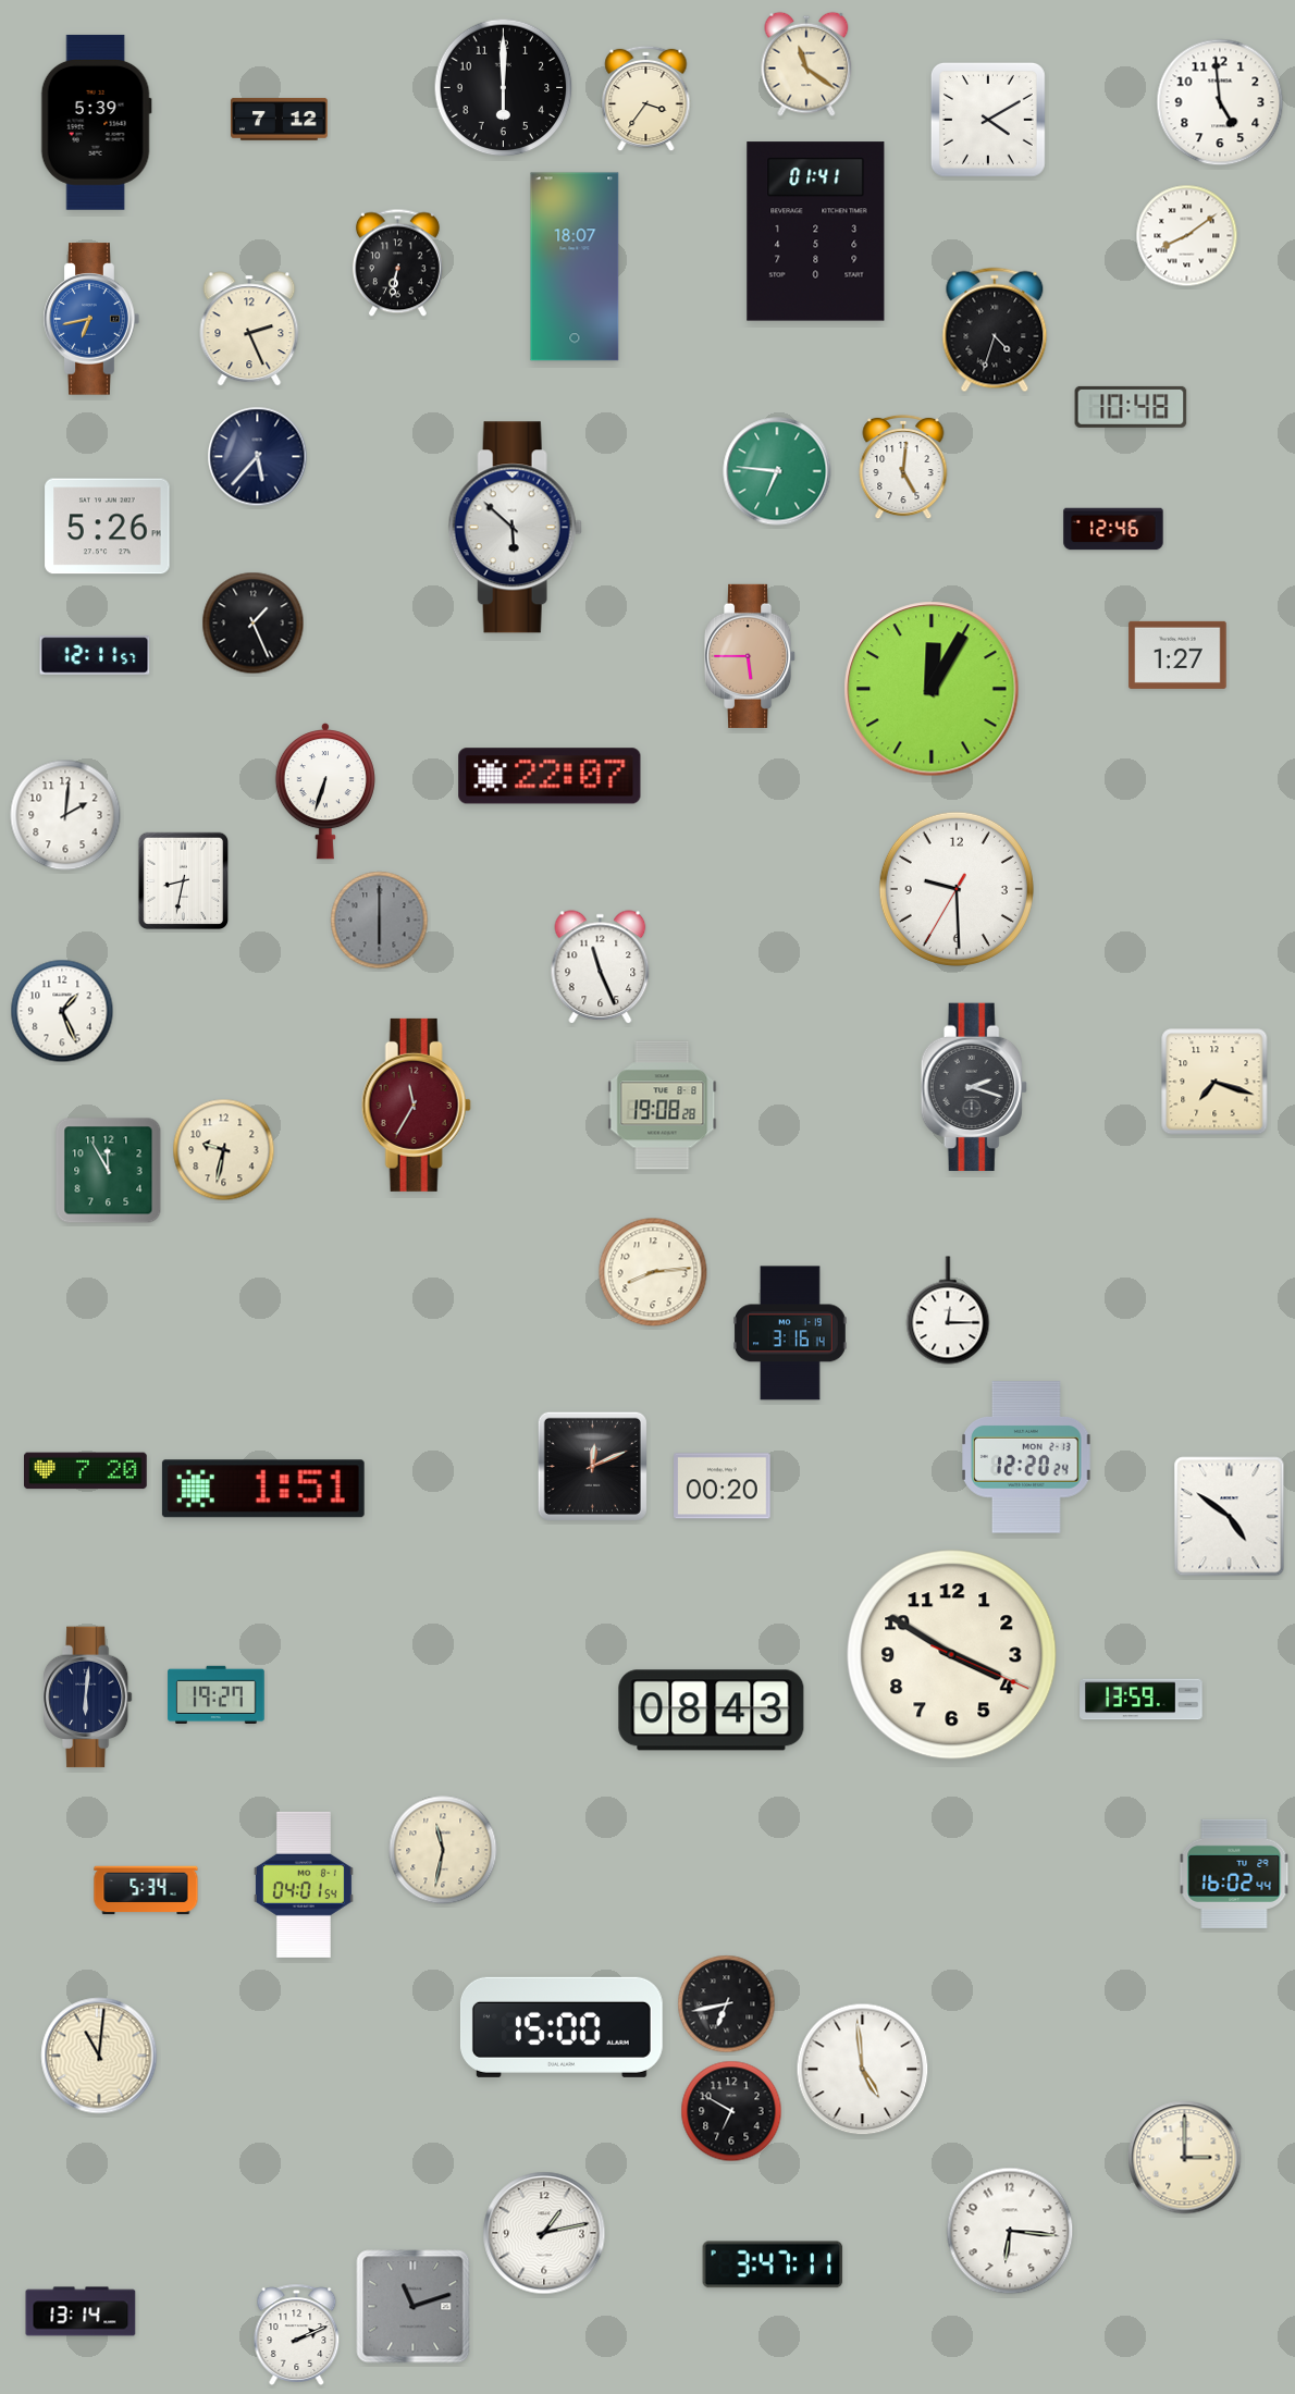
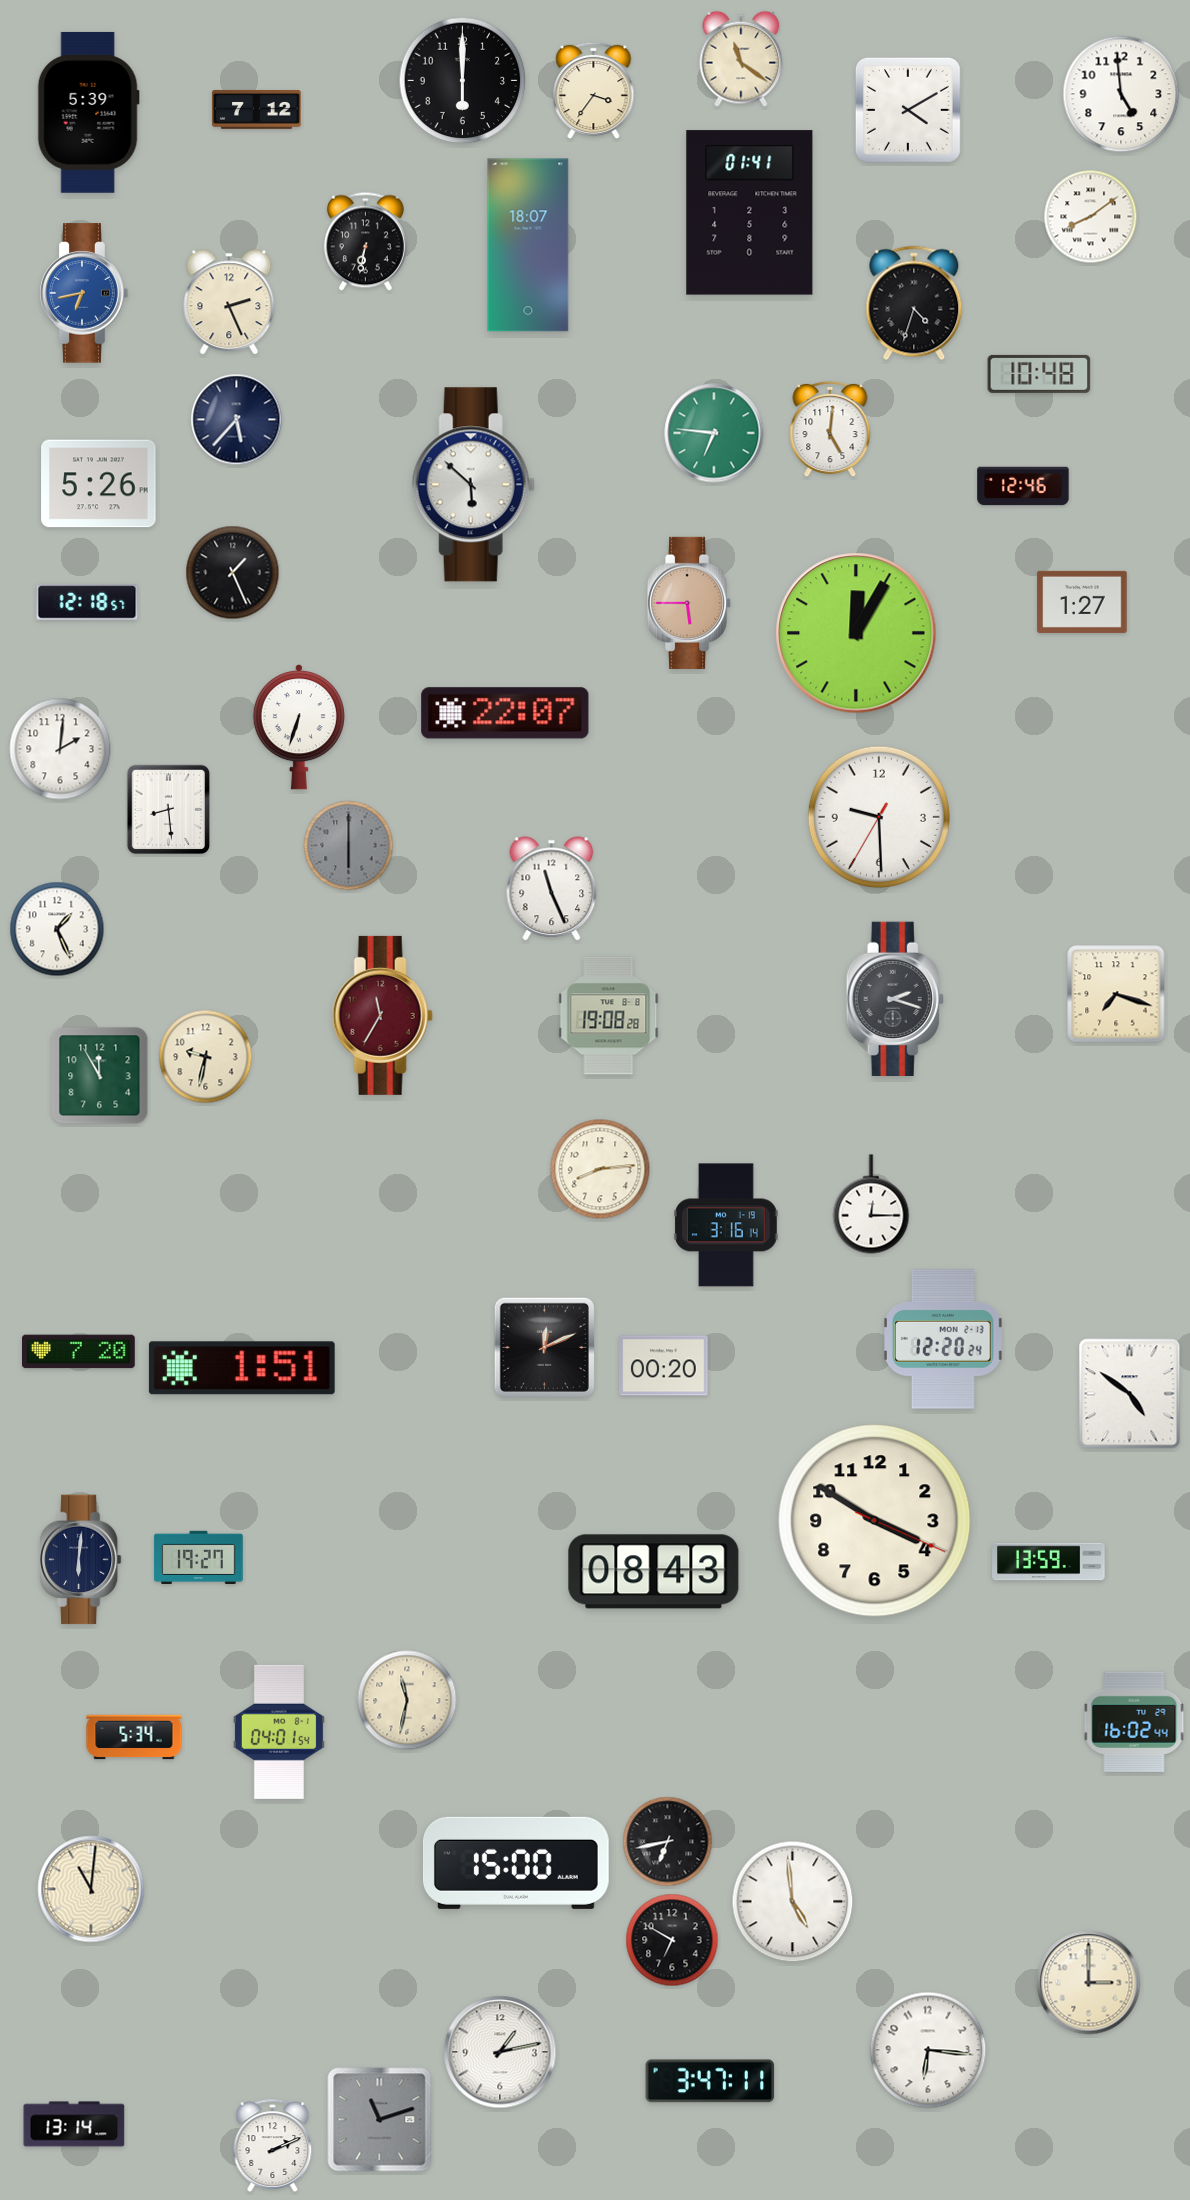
clock at (95, 655): 12:11 -> 12:18
clock at (183, 881): 8:32 -> 8:29
